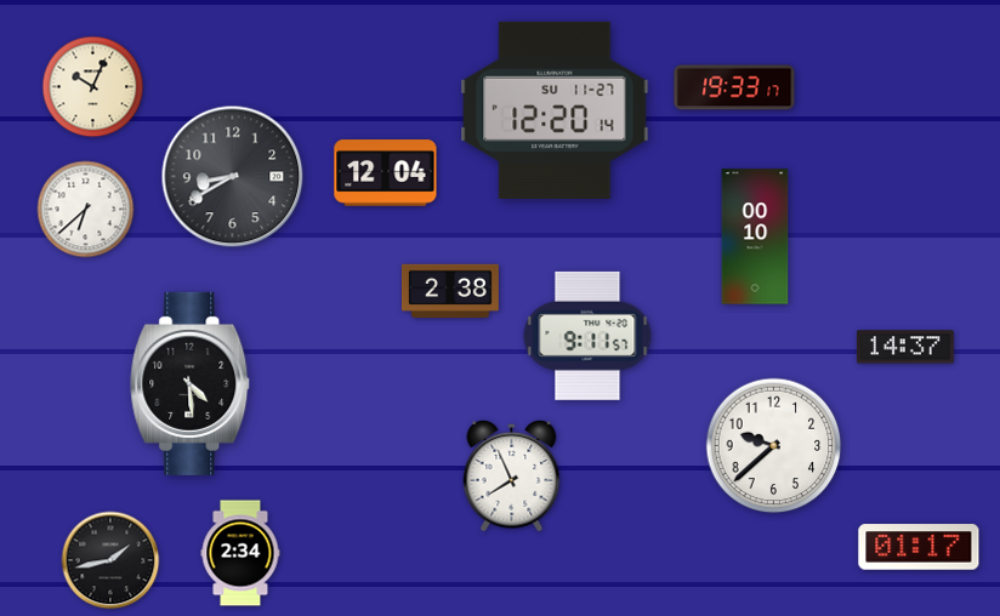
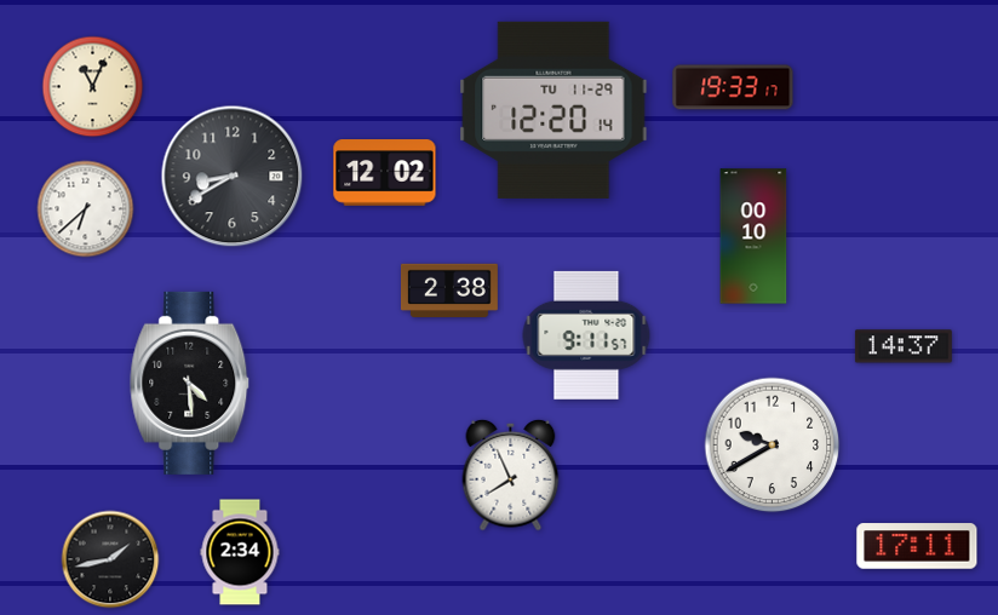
clock at (93, 87): 10:04 -> 11:04
clock at (555, 110) date: SU 11-27 -> TU 11-29
clock at (386, 173): 12:04 -> 12:02
clock at (774, 446): 9:38 -> 9:40
clock at (919, 547): 01:17 -> 17:11
